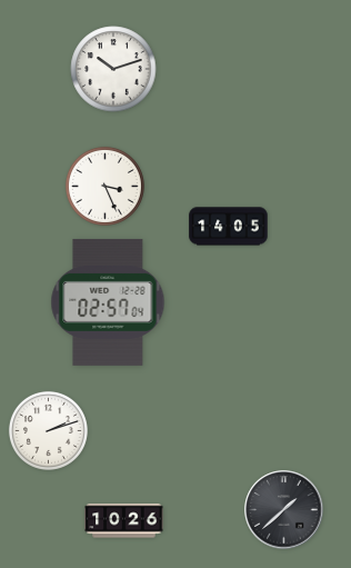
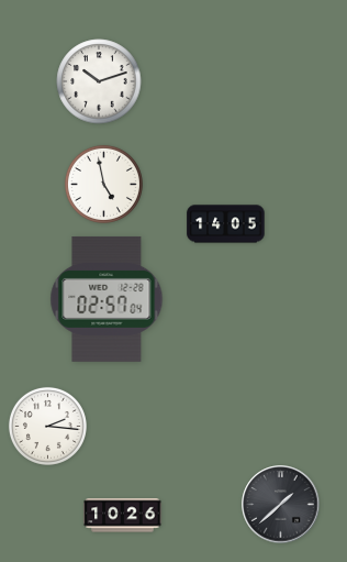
clock at (113, 69) position: (113, 69) -> (99, 81)
clock at (104, 186): 3:26 -> 4:58
clock at (48, 430): 2:12 -> 2:16
